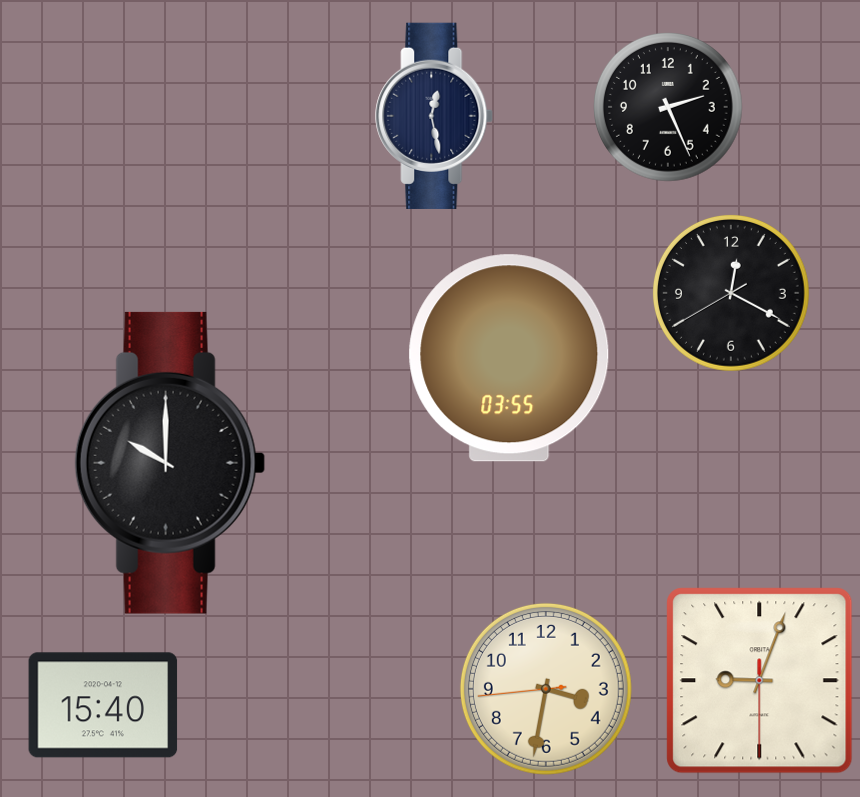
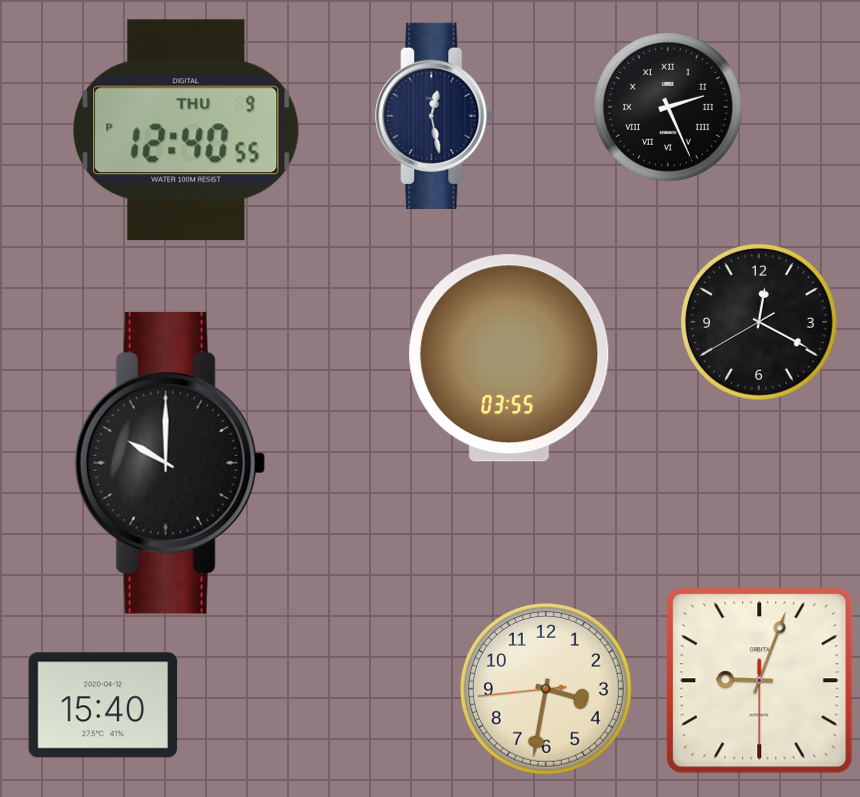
clock at (669, 108) numerals: Arabic -> Roman
clock at (186, 130): none -> 12:40
clock at (731, 293) position: (731, 293) -> (759, 322)
